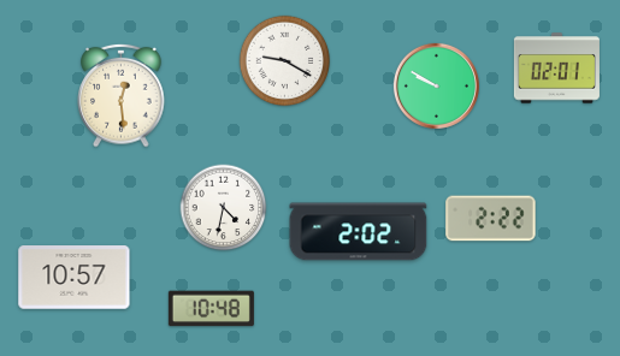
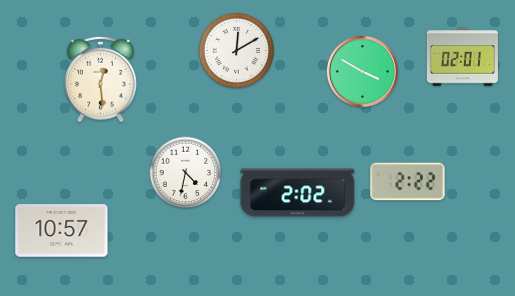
clock at (285, 61): 9:20 -> 12:10
clock at (436, 85): 9:50 -> 3:50
clock at (211, 309): 10:48 -> none
